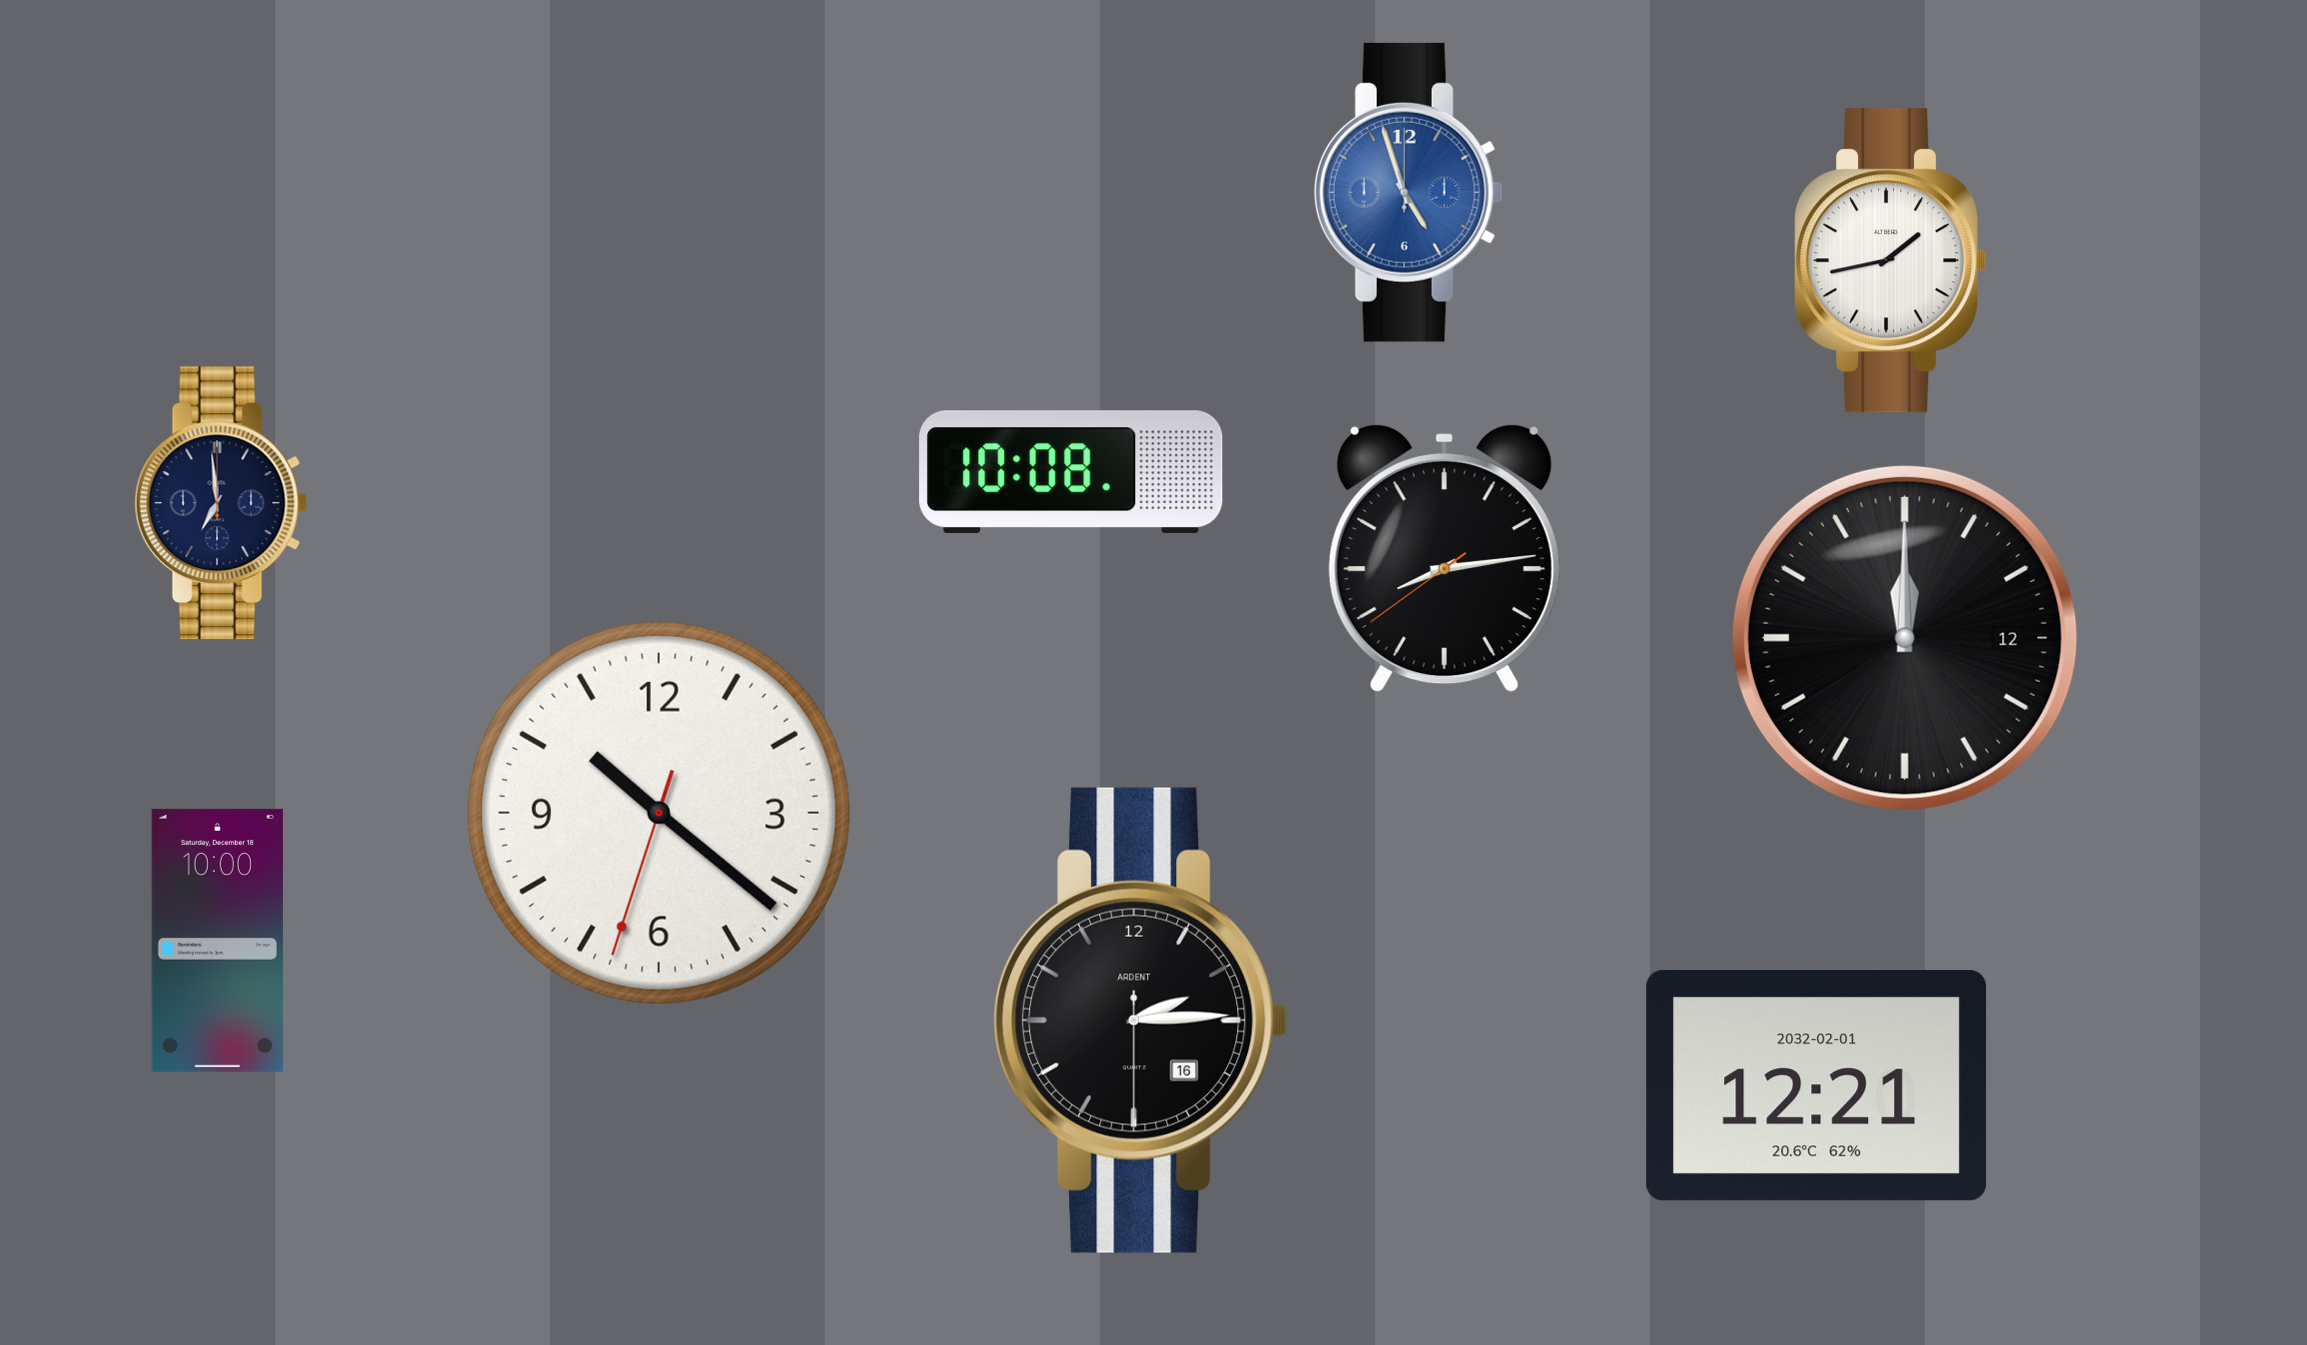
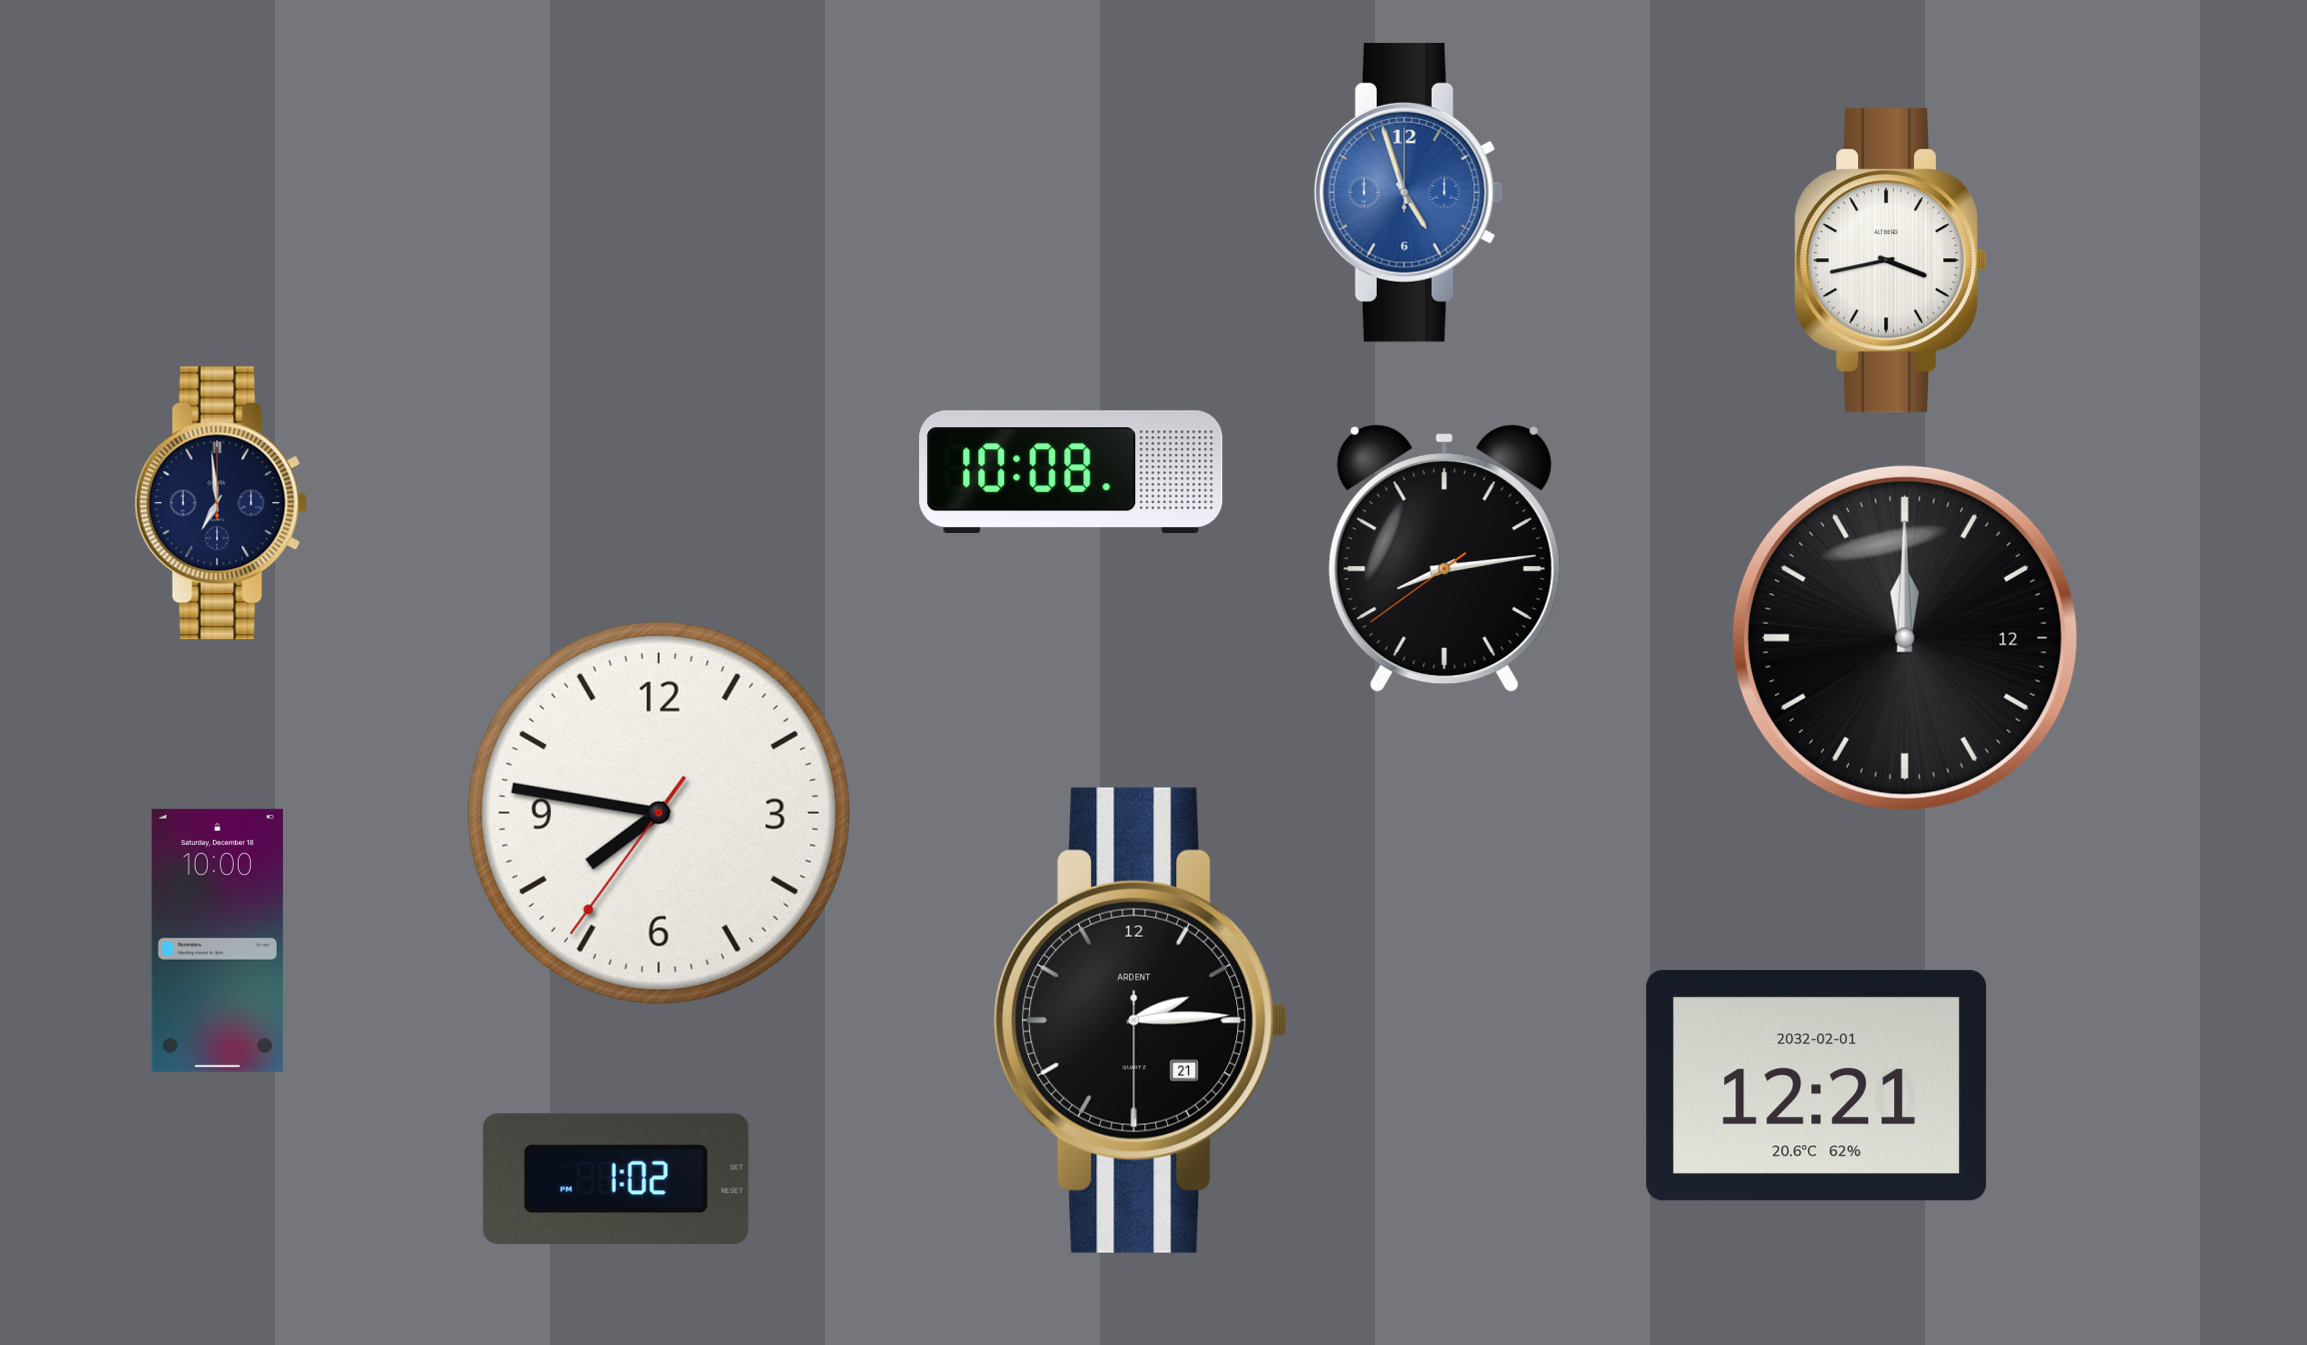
clock at (1891, 261): 1:43 -> 3:43
clock at (659, 813): 10:21 -> 7:46
clock at (1141, 1020) date: 16 -> 21
clock at (616, 1179): none -> 1:02
